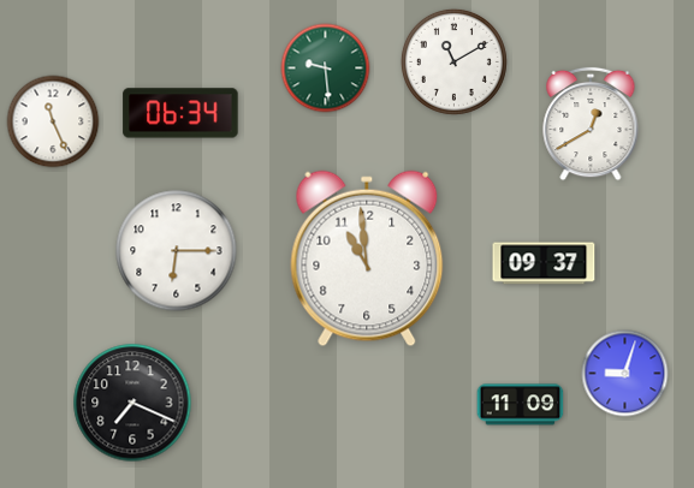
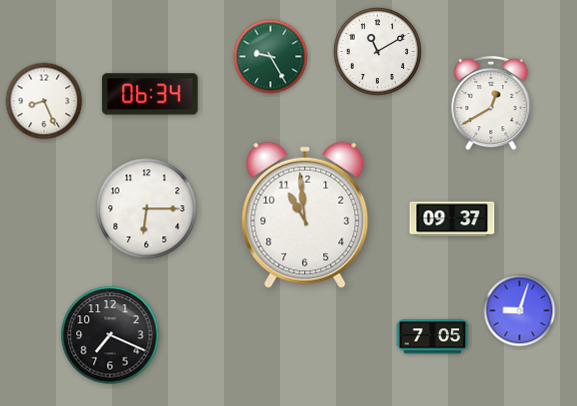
clock at (326, 69): 9:29 -> 9:25
clock at (53, 121): 11:26 -> 8:26
clock at (521, 405): 11:09 -> 7:05
